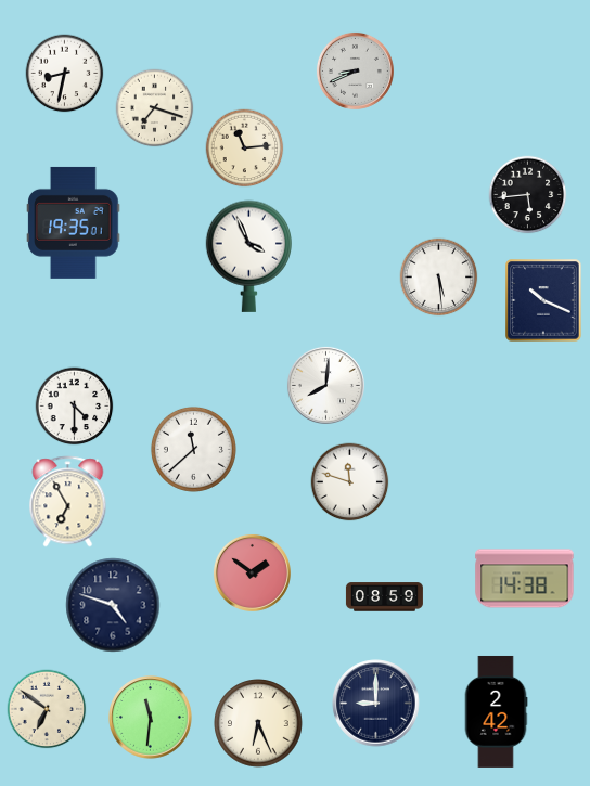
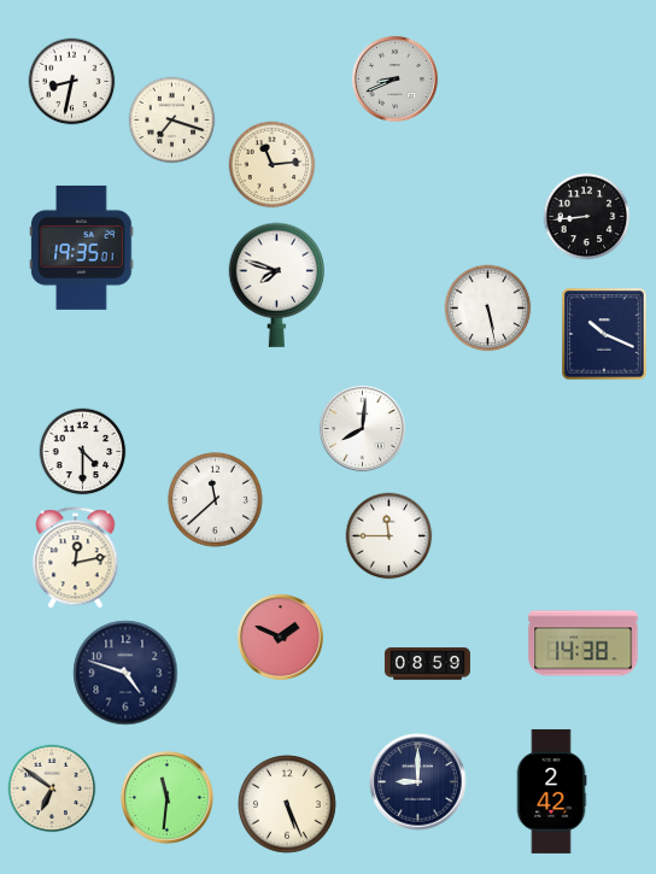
clock at (528, 195): 5:44 -> 8:44
clock at (248, 256): 3:56 -> 7:48
clock at (439, 278): 5:29 -> 5:28
clock at (350, 482): 11:48 -> 11:45
clock at (68, 502): 6:55 -> 12:13
clock at (252, 572): 1:51 -> 1:49
clock at (258, 723): 6:26 -> 5:26
